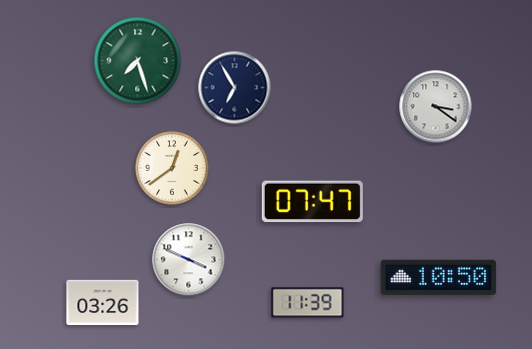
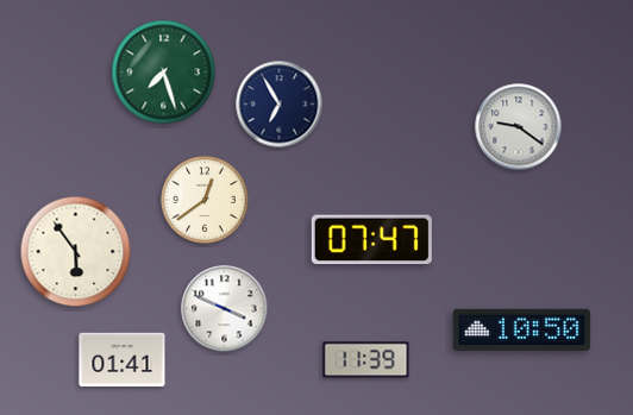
clock at (436, 107): 3:21 -> 9:21
clock at (76, 252): none -> 5:54
clock at (103, 303): 03:26 -> 01:41
